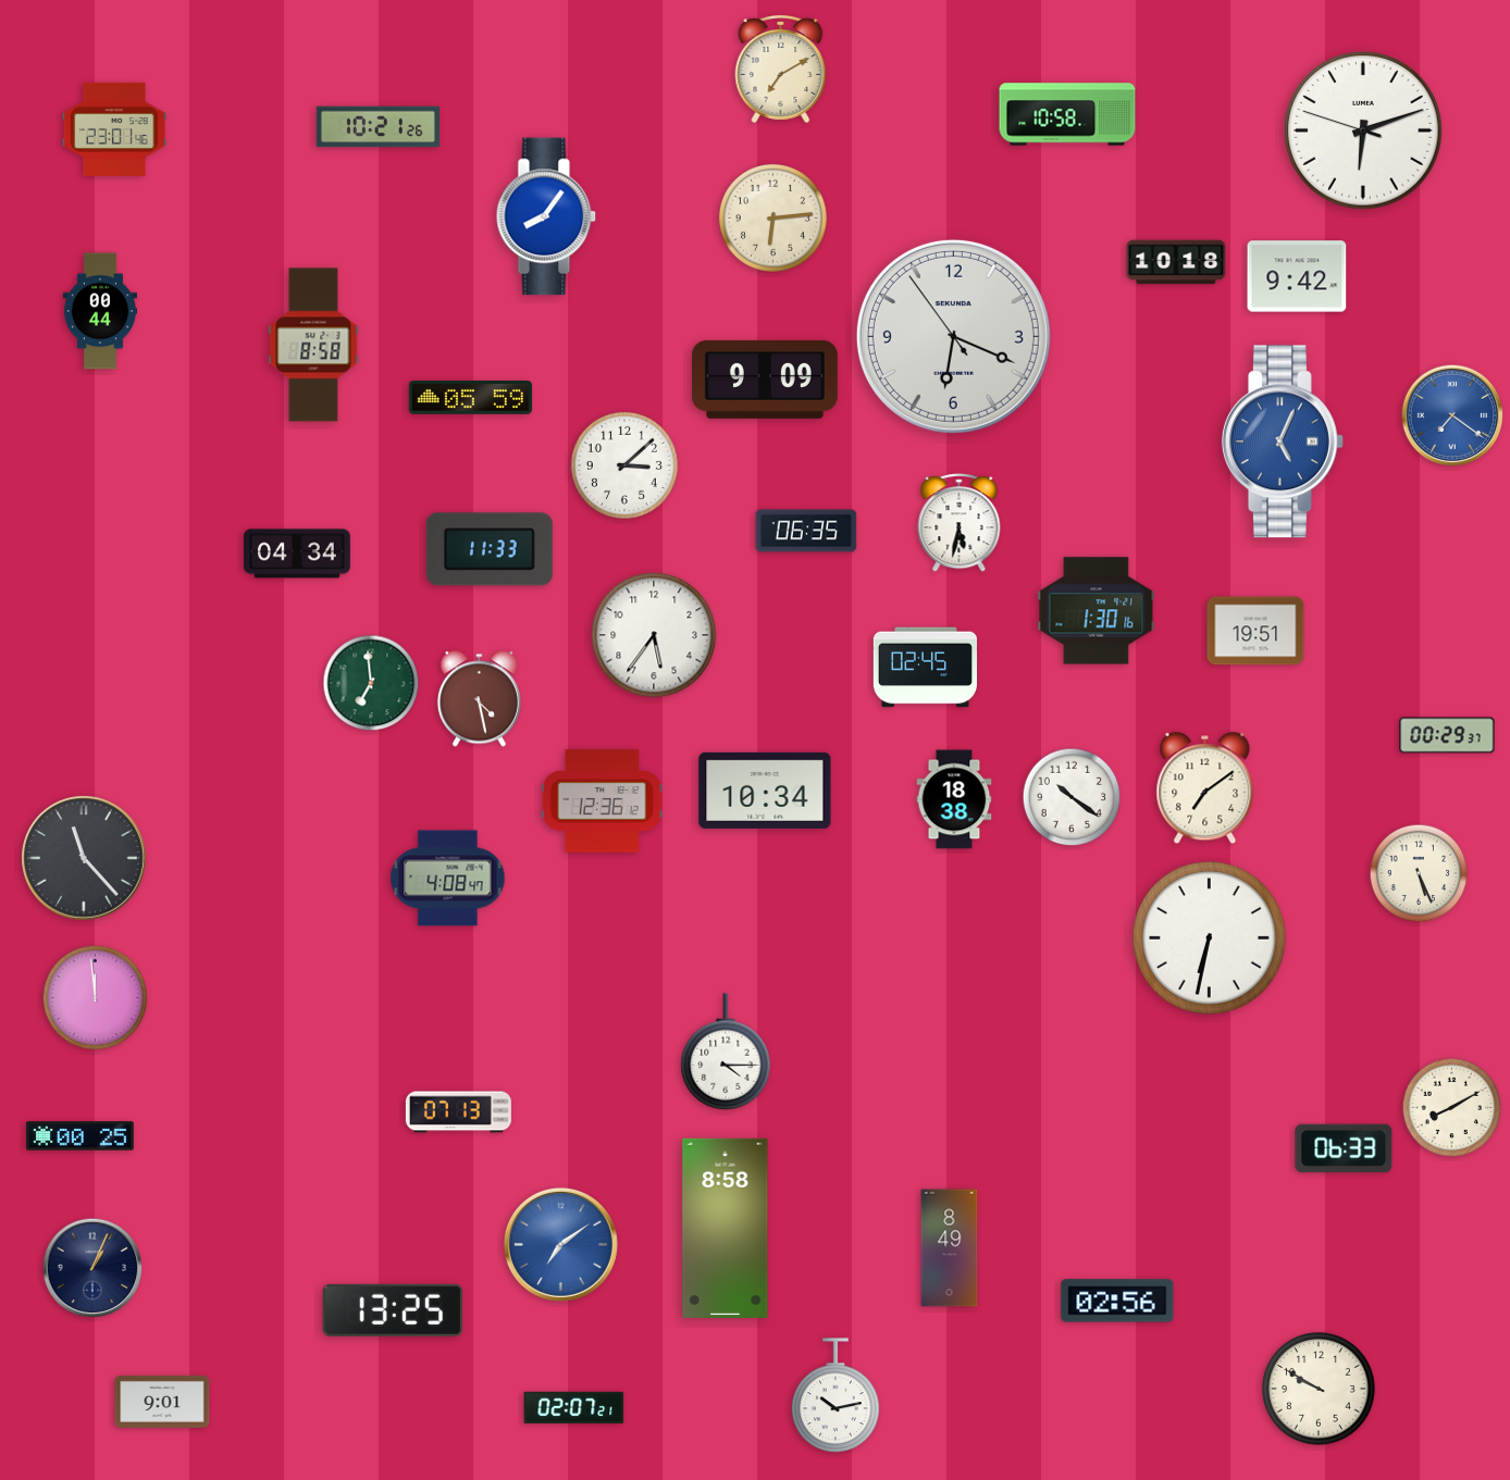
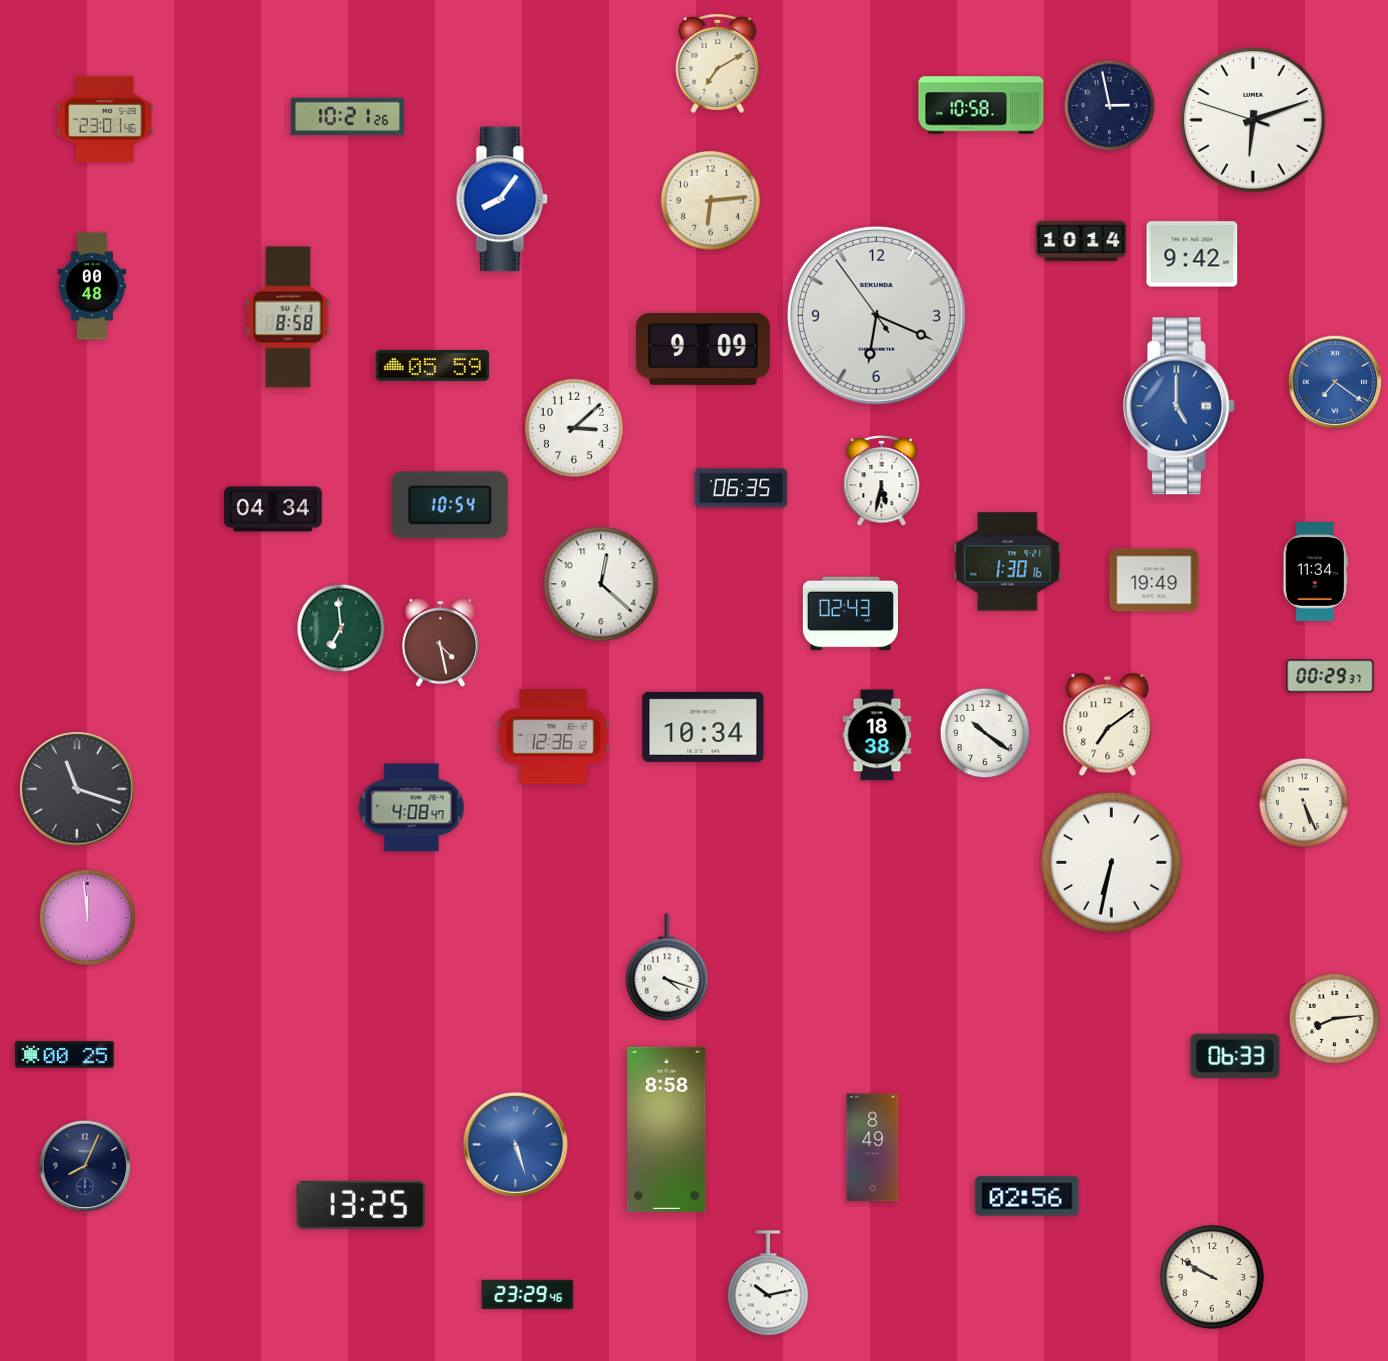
clock at (1110, 106): none -> 2:58
clock at (1176, 262): 10:18 -> 10:14
clock at (99, 311): 00:44 -> 00:48
clock at (953, 336) position: (953, 336) -> (876, 315)
clock at (1283, 441): 5:04 -> 5:00
clock at (490, 549): 11:33 -> 10:54
clock at (1316, 572): none -> 11:34
clock at (1255, 631): 19:51 -> 19:49
clock at (654, 635): 5:36 -> 12:22
clock at (925, 668): 02:45 -> 02:43
clock at (84, 858): 11:23 -> 11:18
clock at (726, 1052): 4:15 -> 4:18
clock at (1452, 1108): 8:10 -> 8:14
clock at (458, 1112): 07:13 -> none
clock at (81, 1136) position: (81, 1136) -> (65, 1055)
clock at (560, 1244): 7:09 -> 5:27
clock at (92, 1268): 1:04 -> 8:04
clock at (162, 1402): 9:01 -> none
clock at (574, 1407): 02:07 -> 23:29
